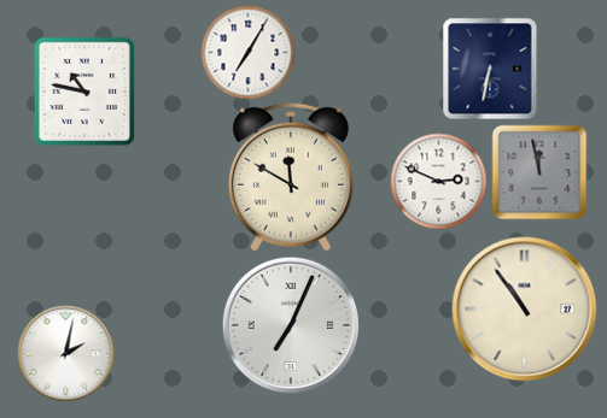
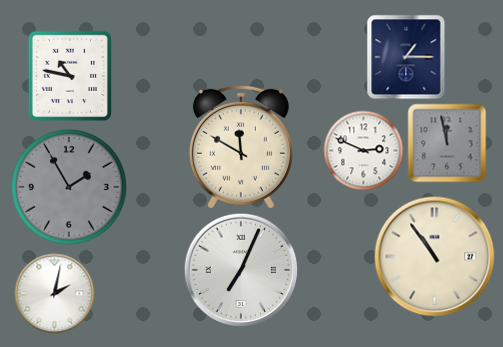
clock at (247, 52): 7:05 -> none
clock at (490, 69): 6:32 -> 1:15
clock at (69, 187): none -> 1:55
